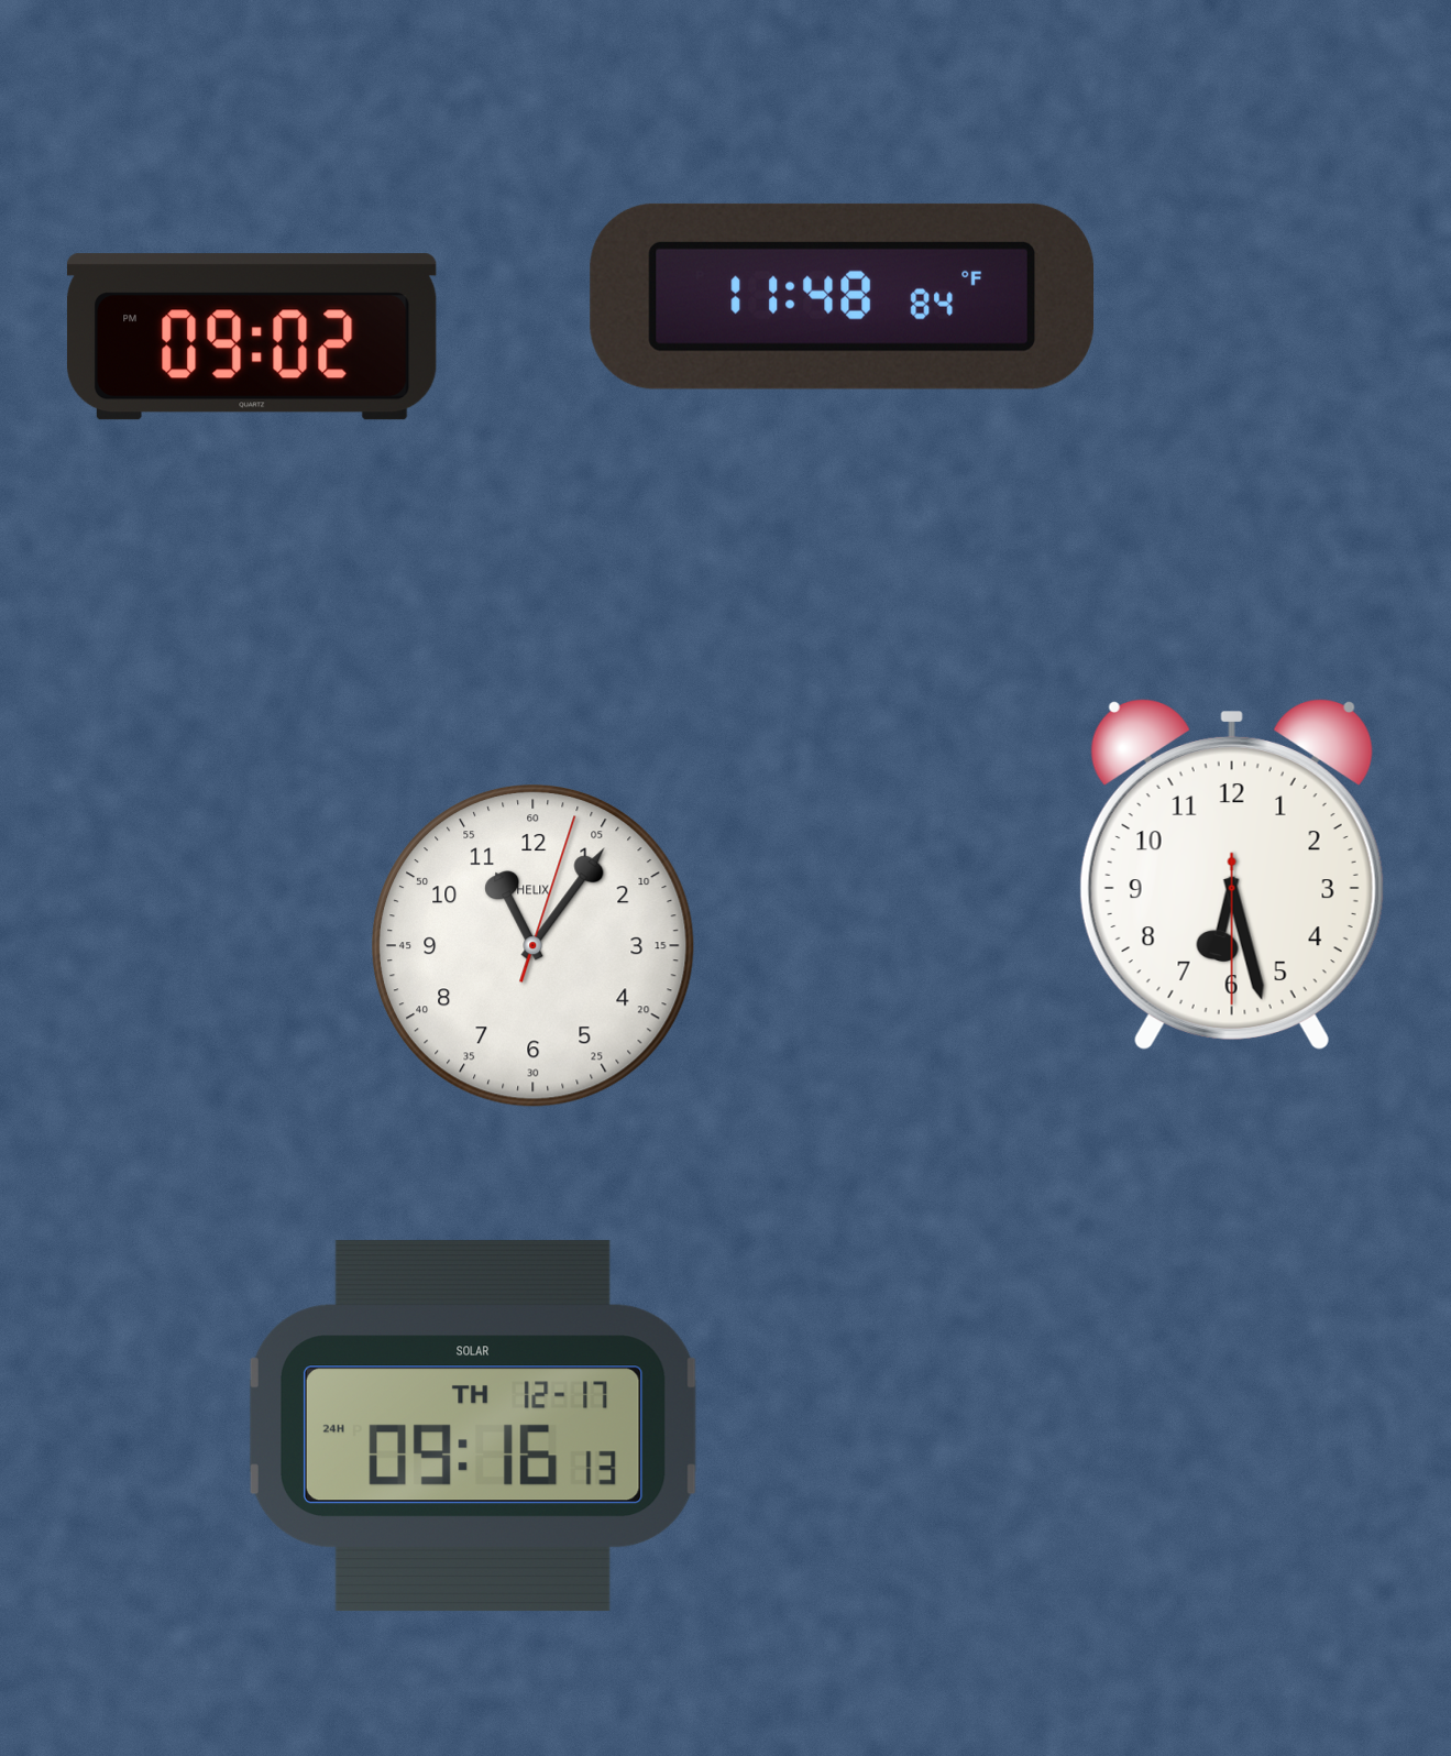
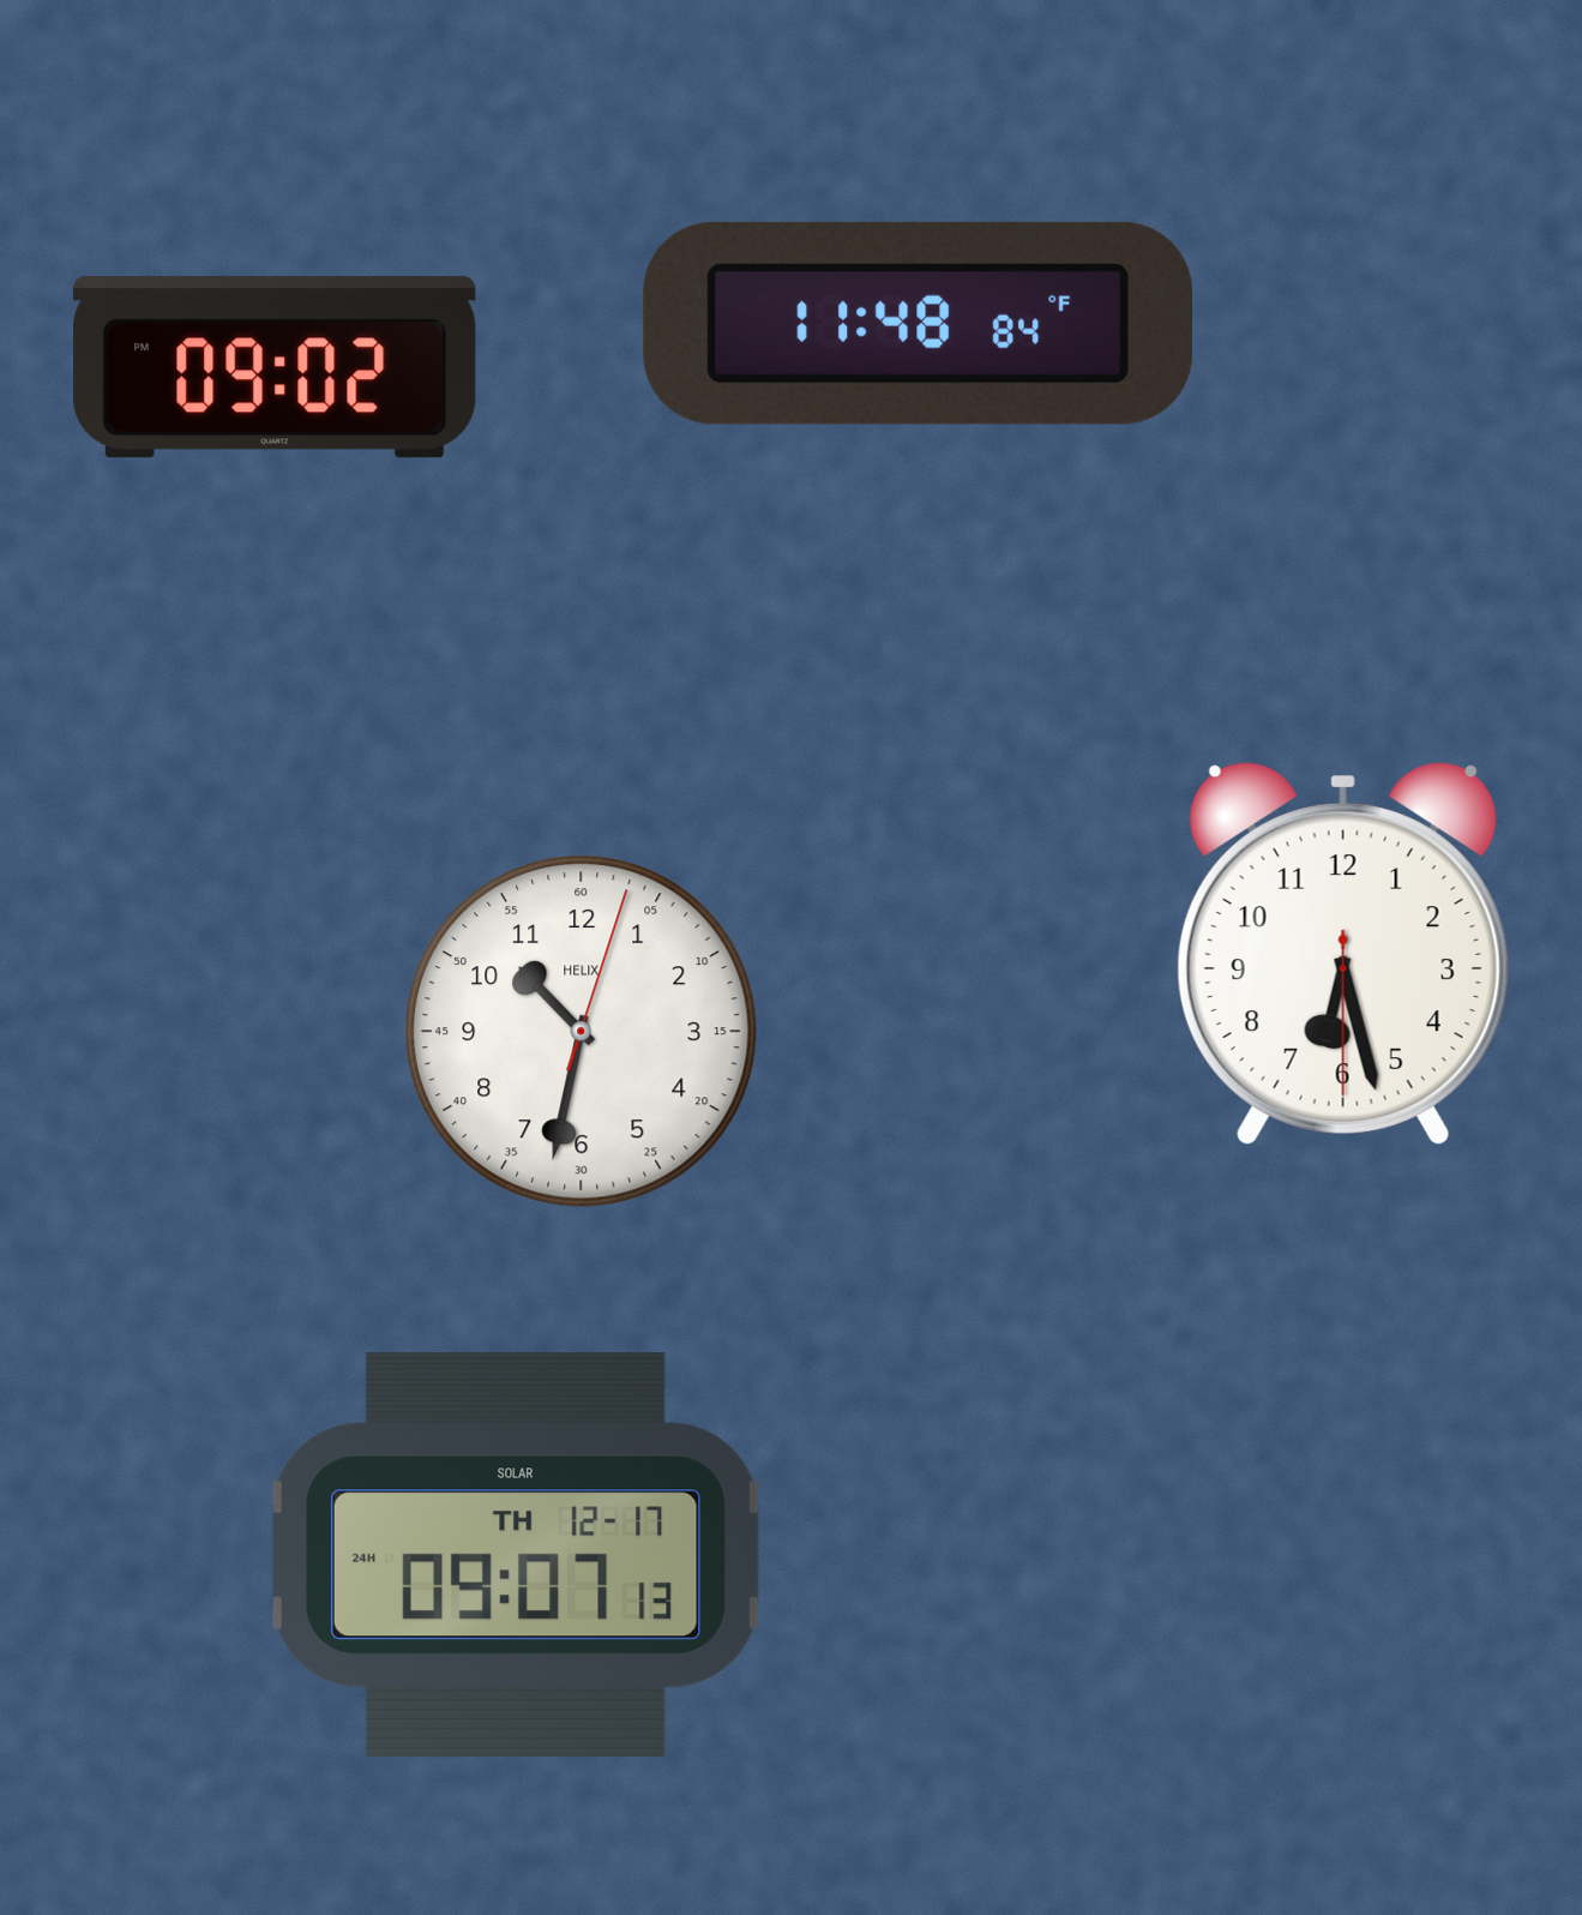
clock at (534, 946): 11:06 -> 10:32
clock at (473, 1426): 09:16 -> 09:07
